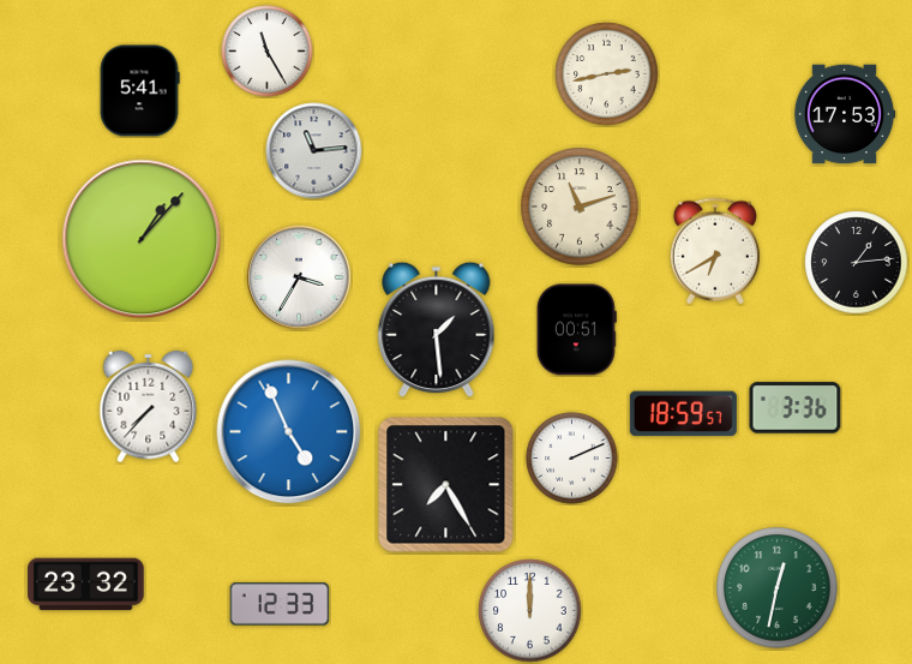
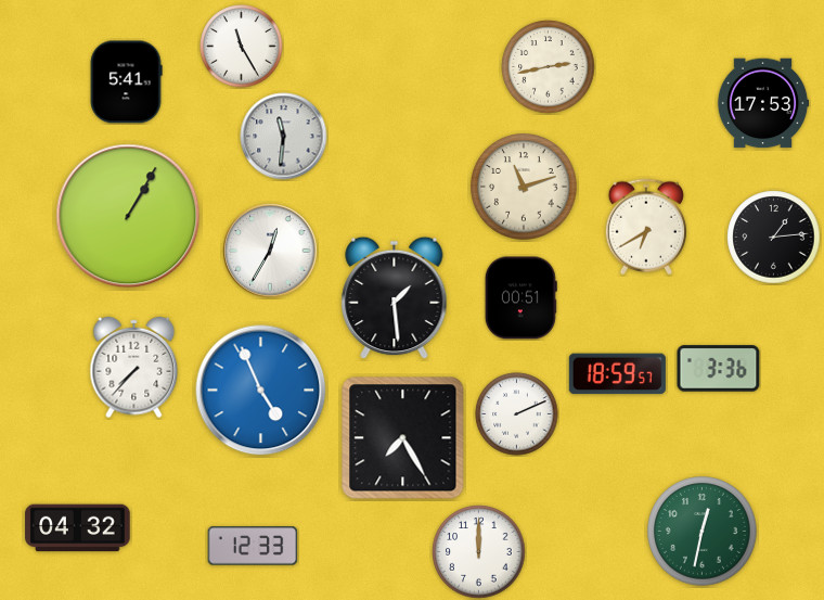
clock at (314, 151): 11:14 -> 11:31
clock at (142, 239): 1:07 -> 1:05
clock at (299, 277): 3:35 -> 12:35
clock at (86, 585): 23:32 -> 04:32
